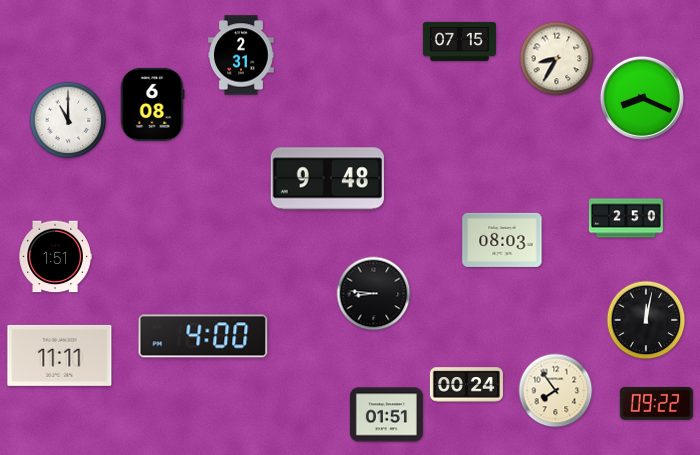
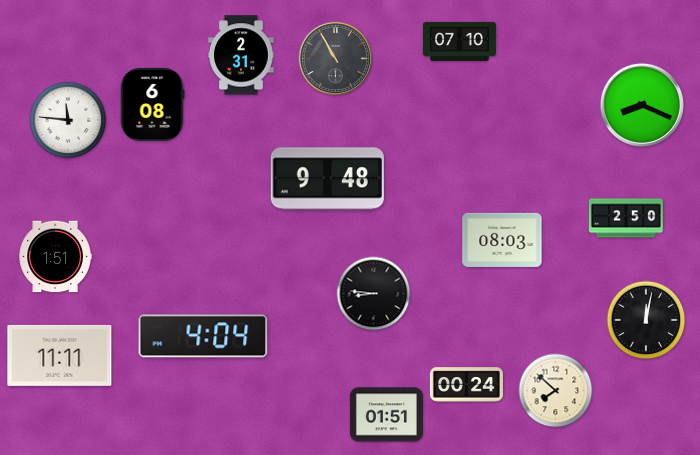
clock at (459, 41): 07:15 -> 07:10
clock at (336, 59): none -> 10:55
clock at (557, 59): 8:35 -> none
clock at (642, 98) position: (642, 98) -> (642, 105)
clock at (68, 120): 11:00 -> 11:46
clock at (203, 336): 4:00 -> 4:04
clock at (556, 391): 7:54 -> 7:52
clock at (656, 403): 09:22 -> none
